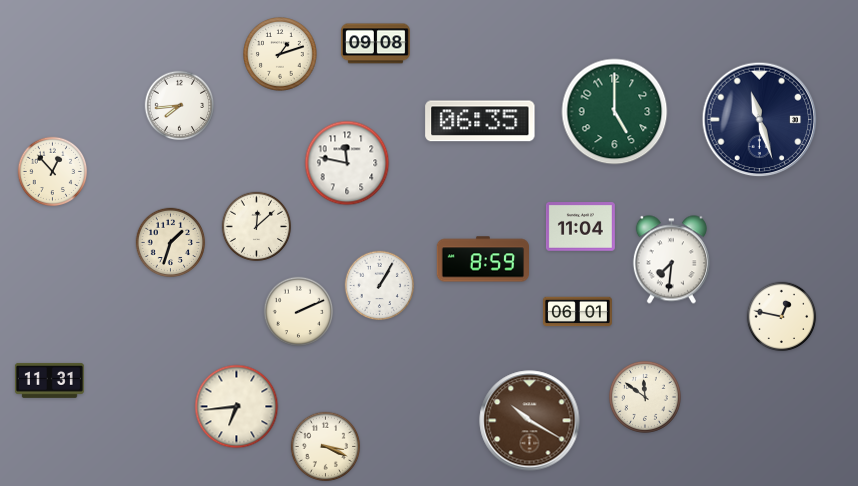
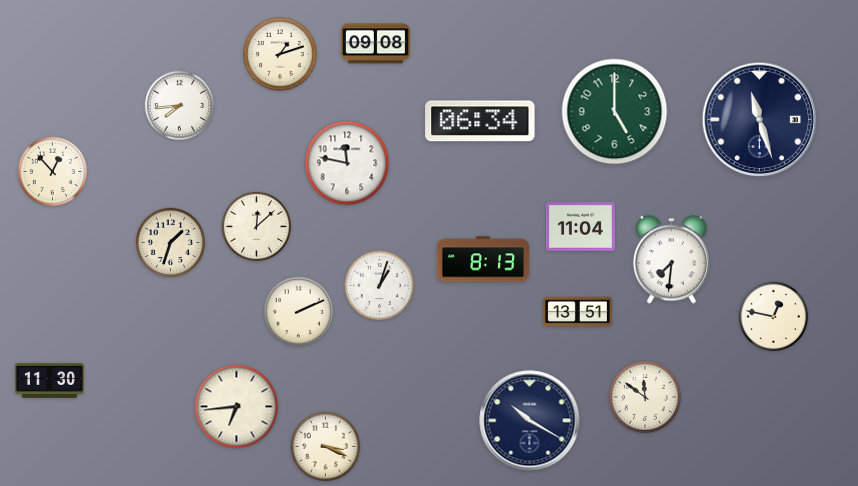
clock at (480, 121): 06:35 -> 06:34
clock at (483, 259): 8:59 -> 8:13
clock at (380, 286): 1:05 -> 1:03
clock at (577, 312): 06:01 -> 13:51
clock at (782, 317) position: (782, 317) -> (774, 317)
clock at (49, 380): 11:31 -> 11:30
clock at (530, 421) dial: brown -> navy
